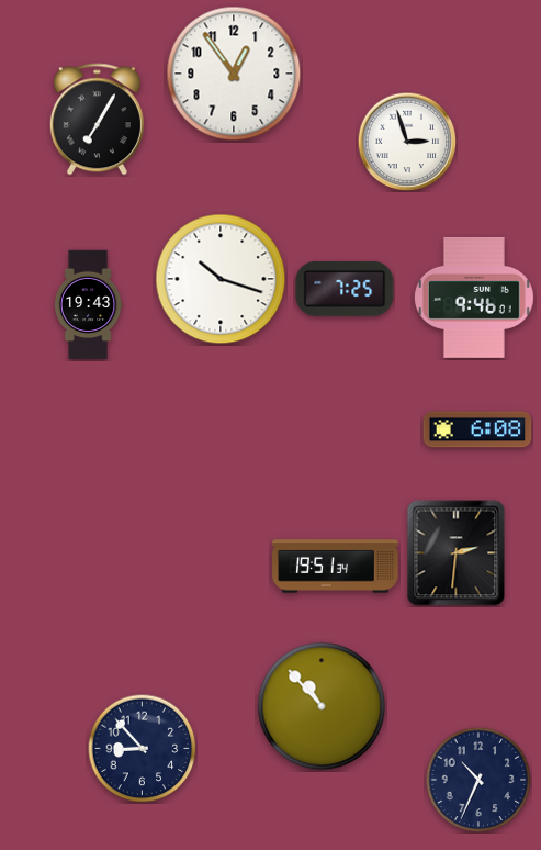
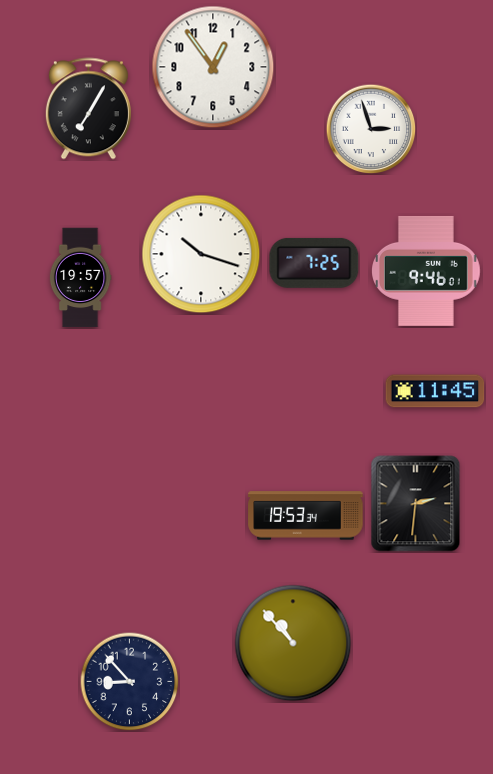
clock at (475, 298) position: (475, 298) -> (427, 271)
clock at (88, 305): 19:43 -> 19:57
clock at (477, 429): 6:08 -> 11:45
clock at (336, 567): 19:51 -> 19:53
clock at (478, 780): 10:34 -> none
